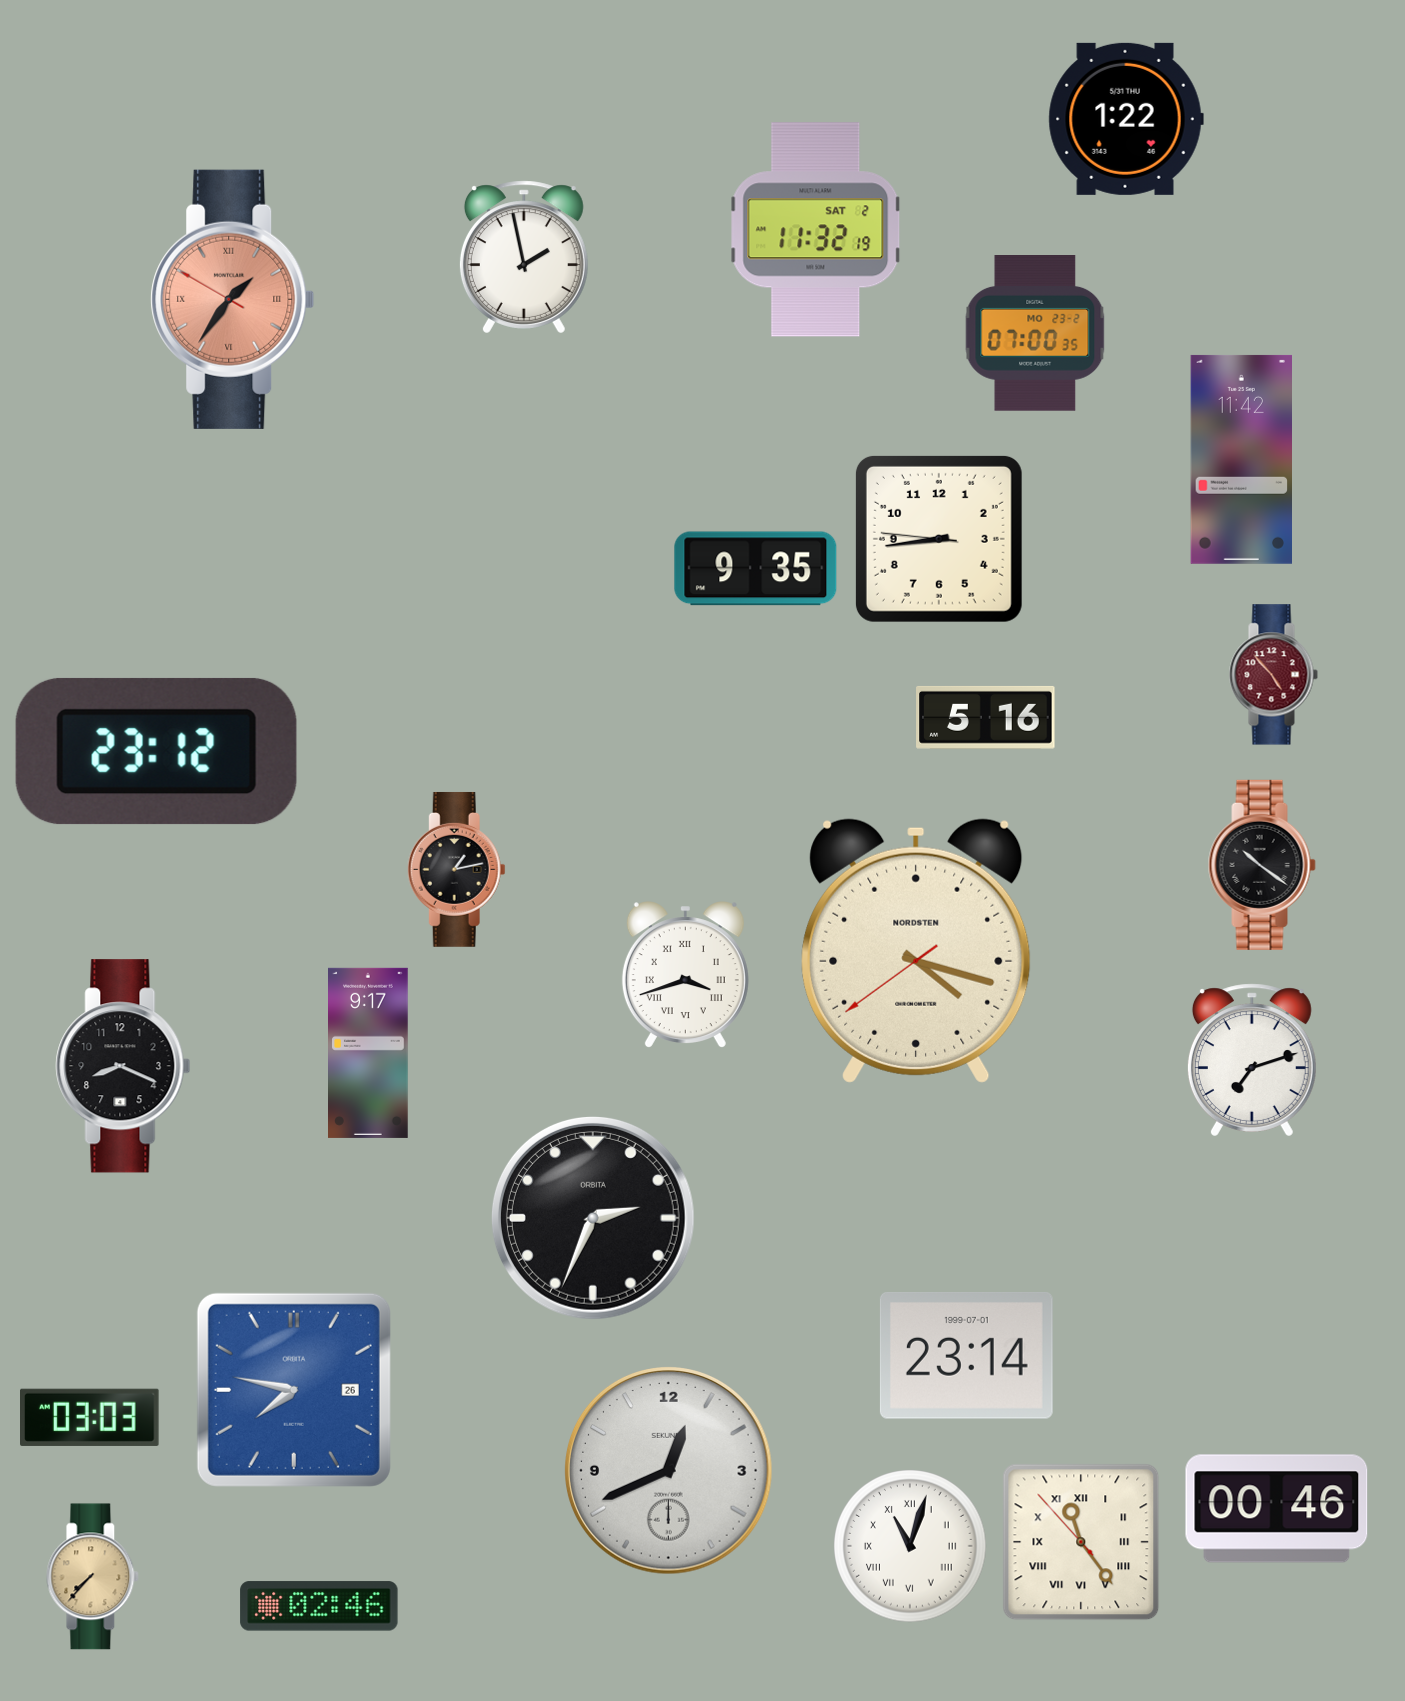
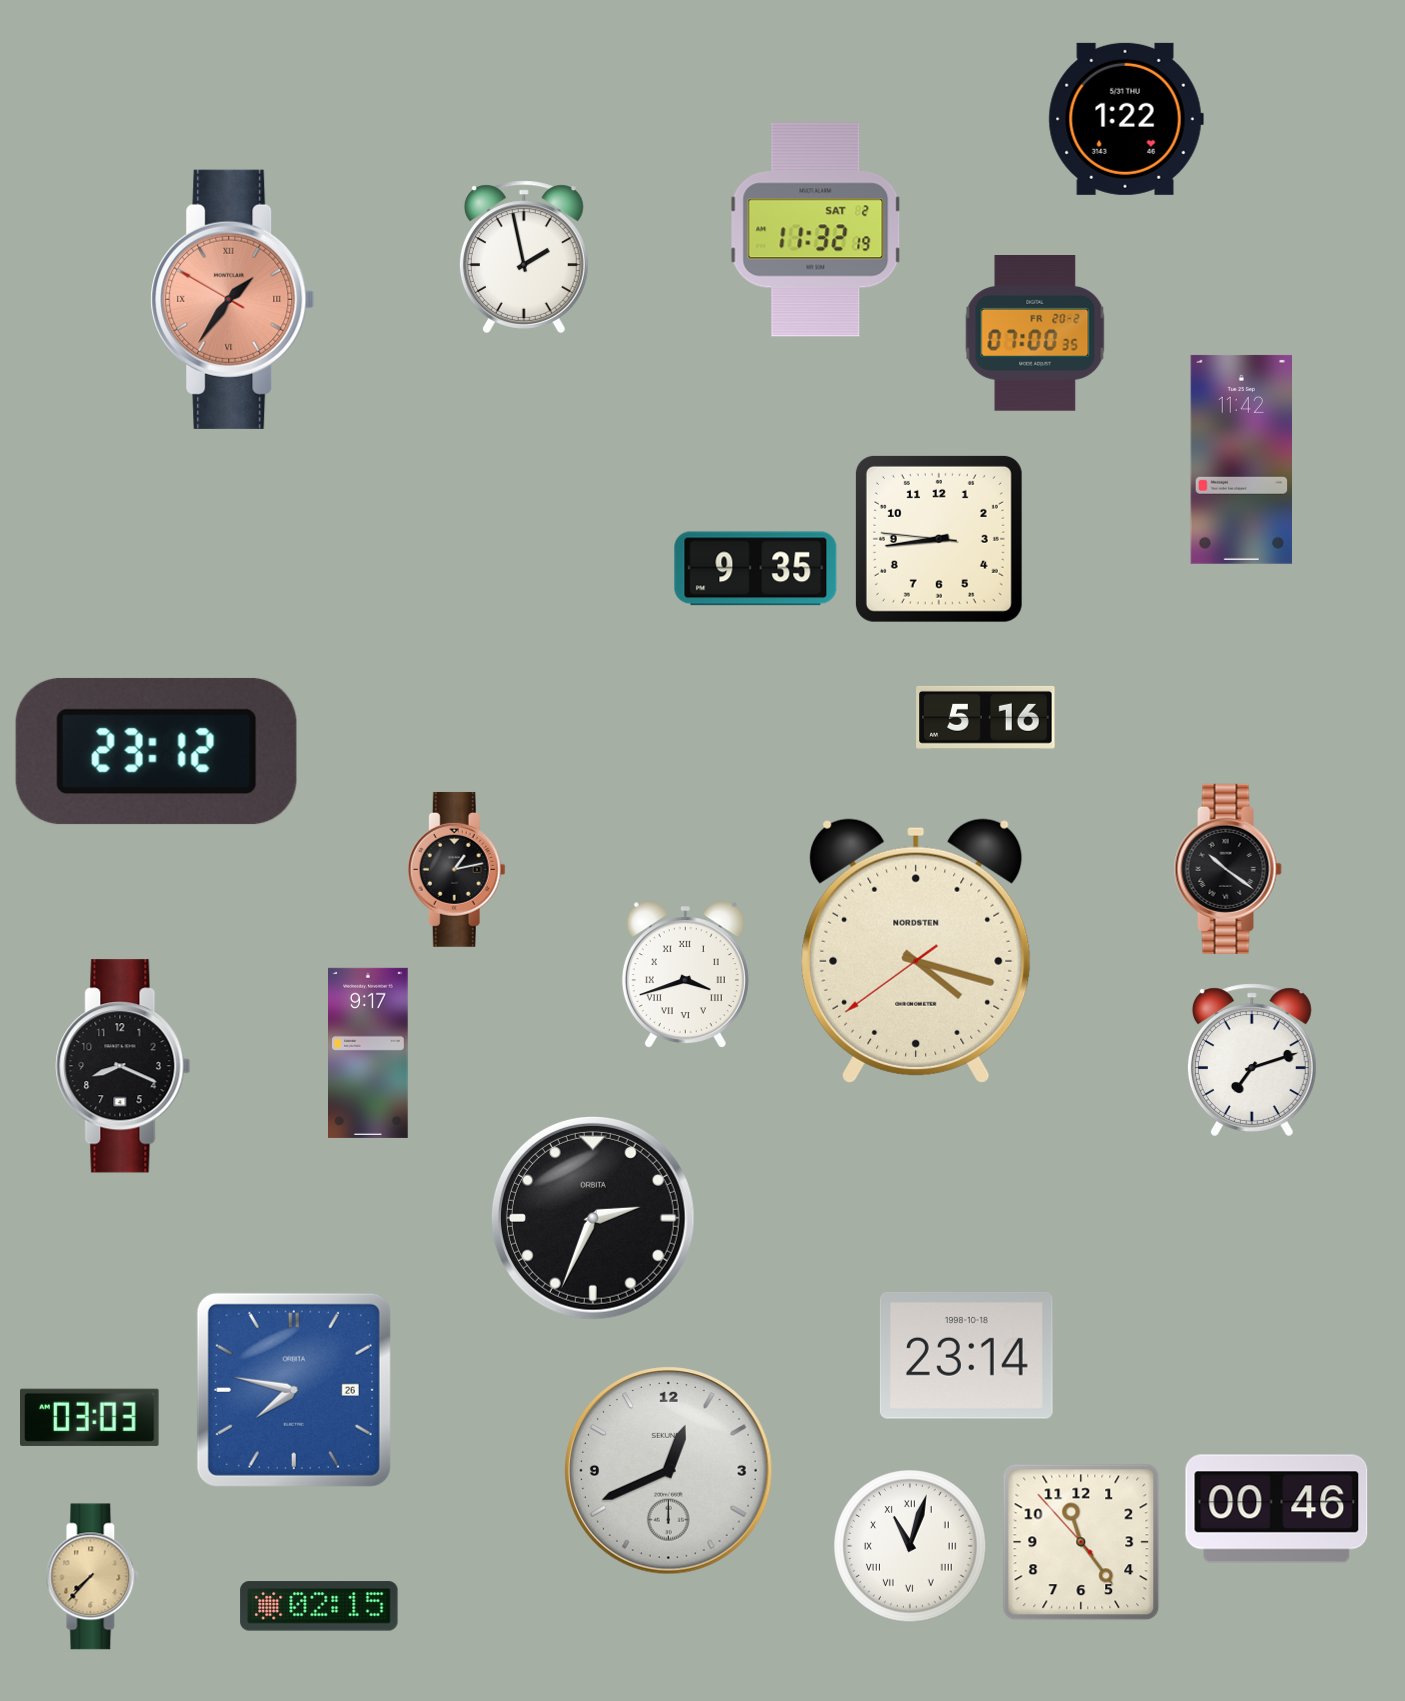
clock at (1035, 334) date: MO 23-2 -> FR 20-2
clock at (1273, 675): 4:53 -> none
clock at (1262, 865) position: (1262, 865) -> (1228, 869)
clock at (966, 1356) date: 1999-07-01 -> 1998-10-18
clock at (1081, 1542) numerals: Roman -> Arabic
clock at (319, 1606): 02:46 -> 02:15
